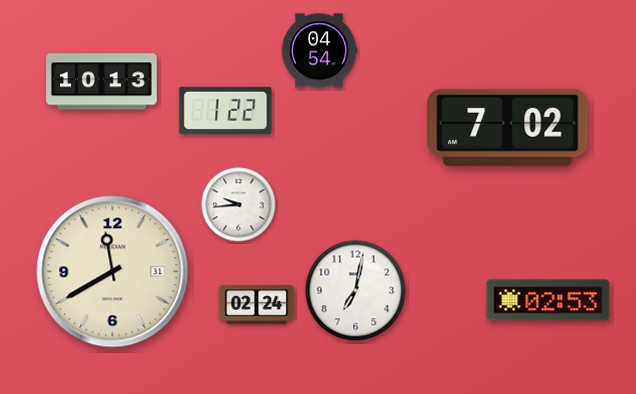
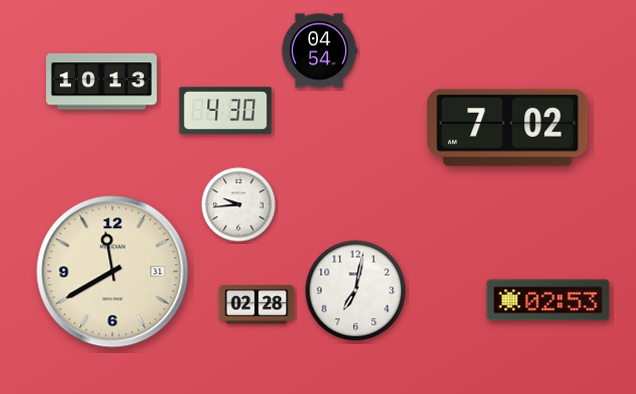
clock at (226, 110): 1:22 -> 4:30
clock at (257, 305): 02:24 -> 02:28
